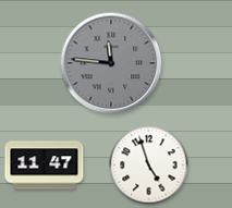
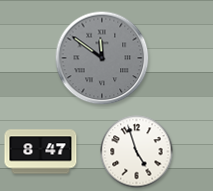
clock at (111, 63): 11:46 -> 11:51
clock at (45, 166): 11:47 -> 8:47
